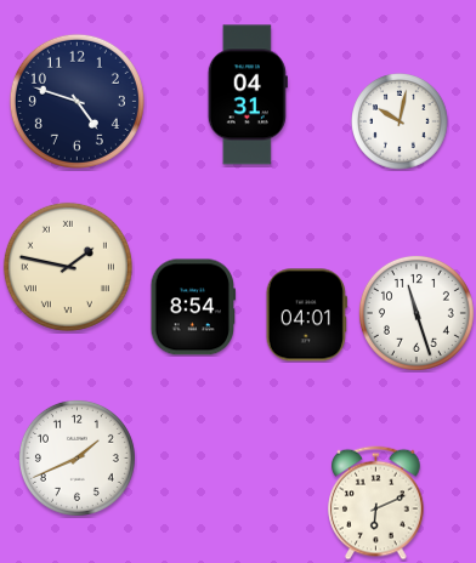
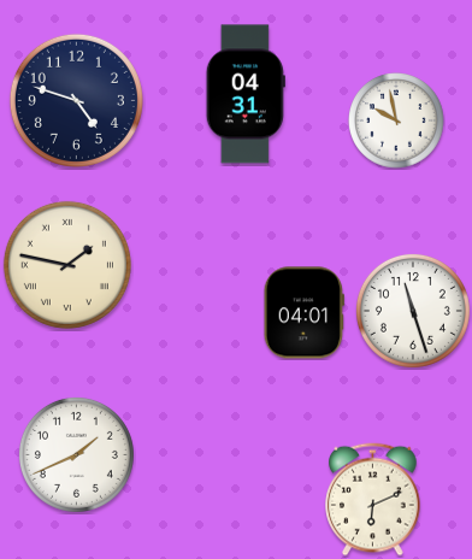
clock at (399, 121): 10:02 -> 9:58
clock at (192, 307): 8:54 -> none
